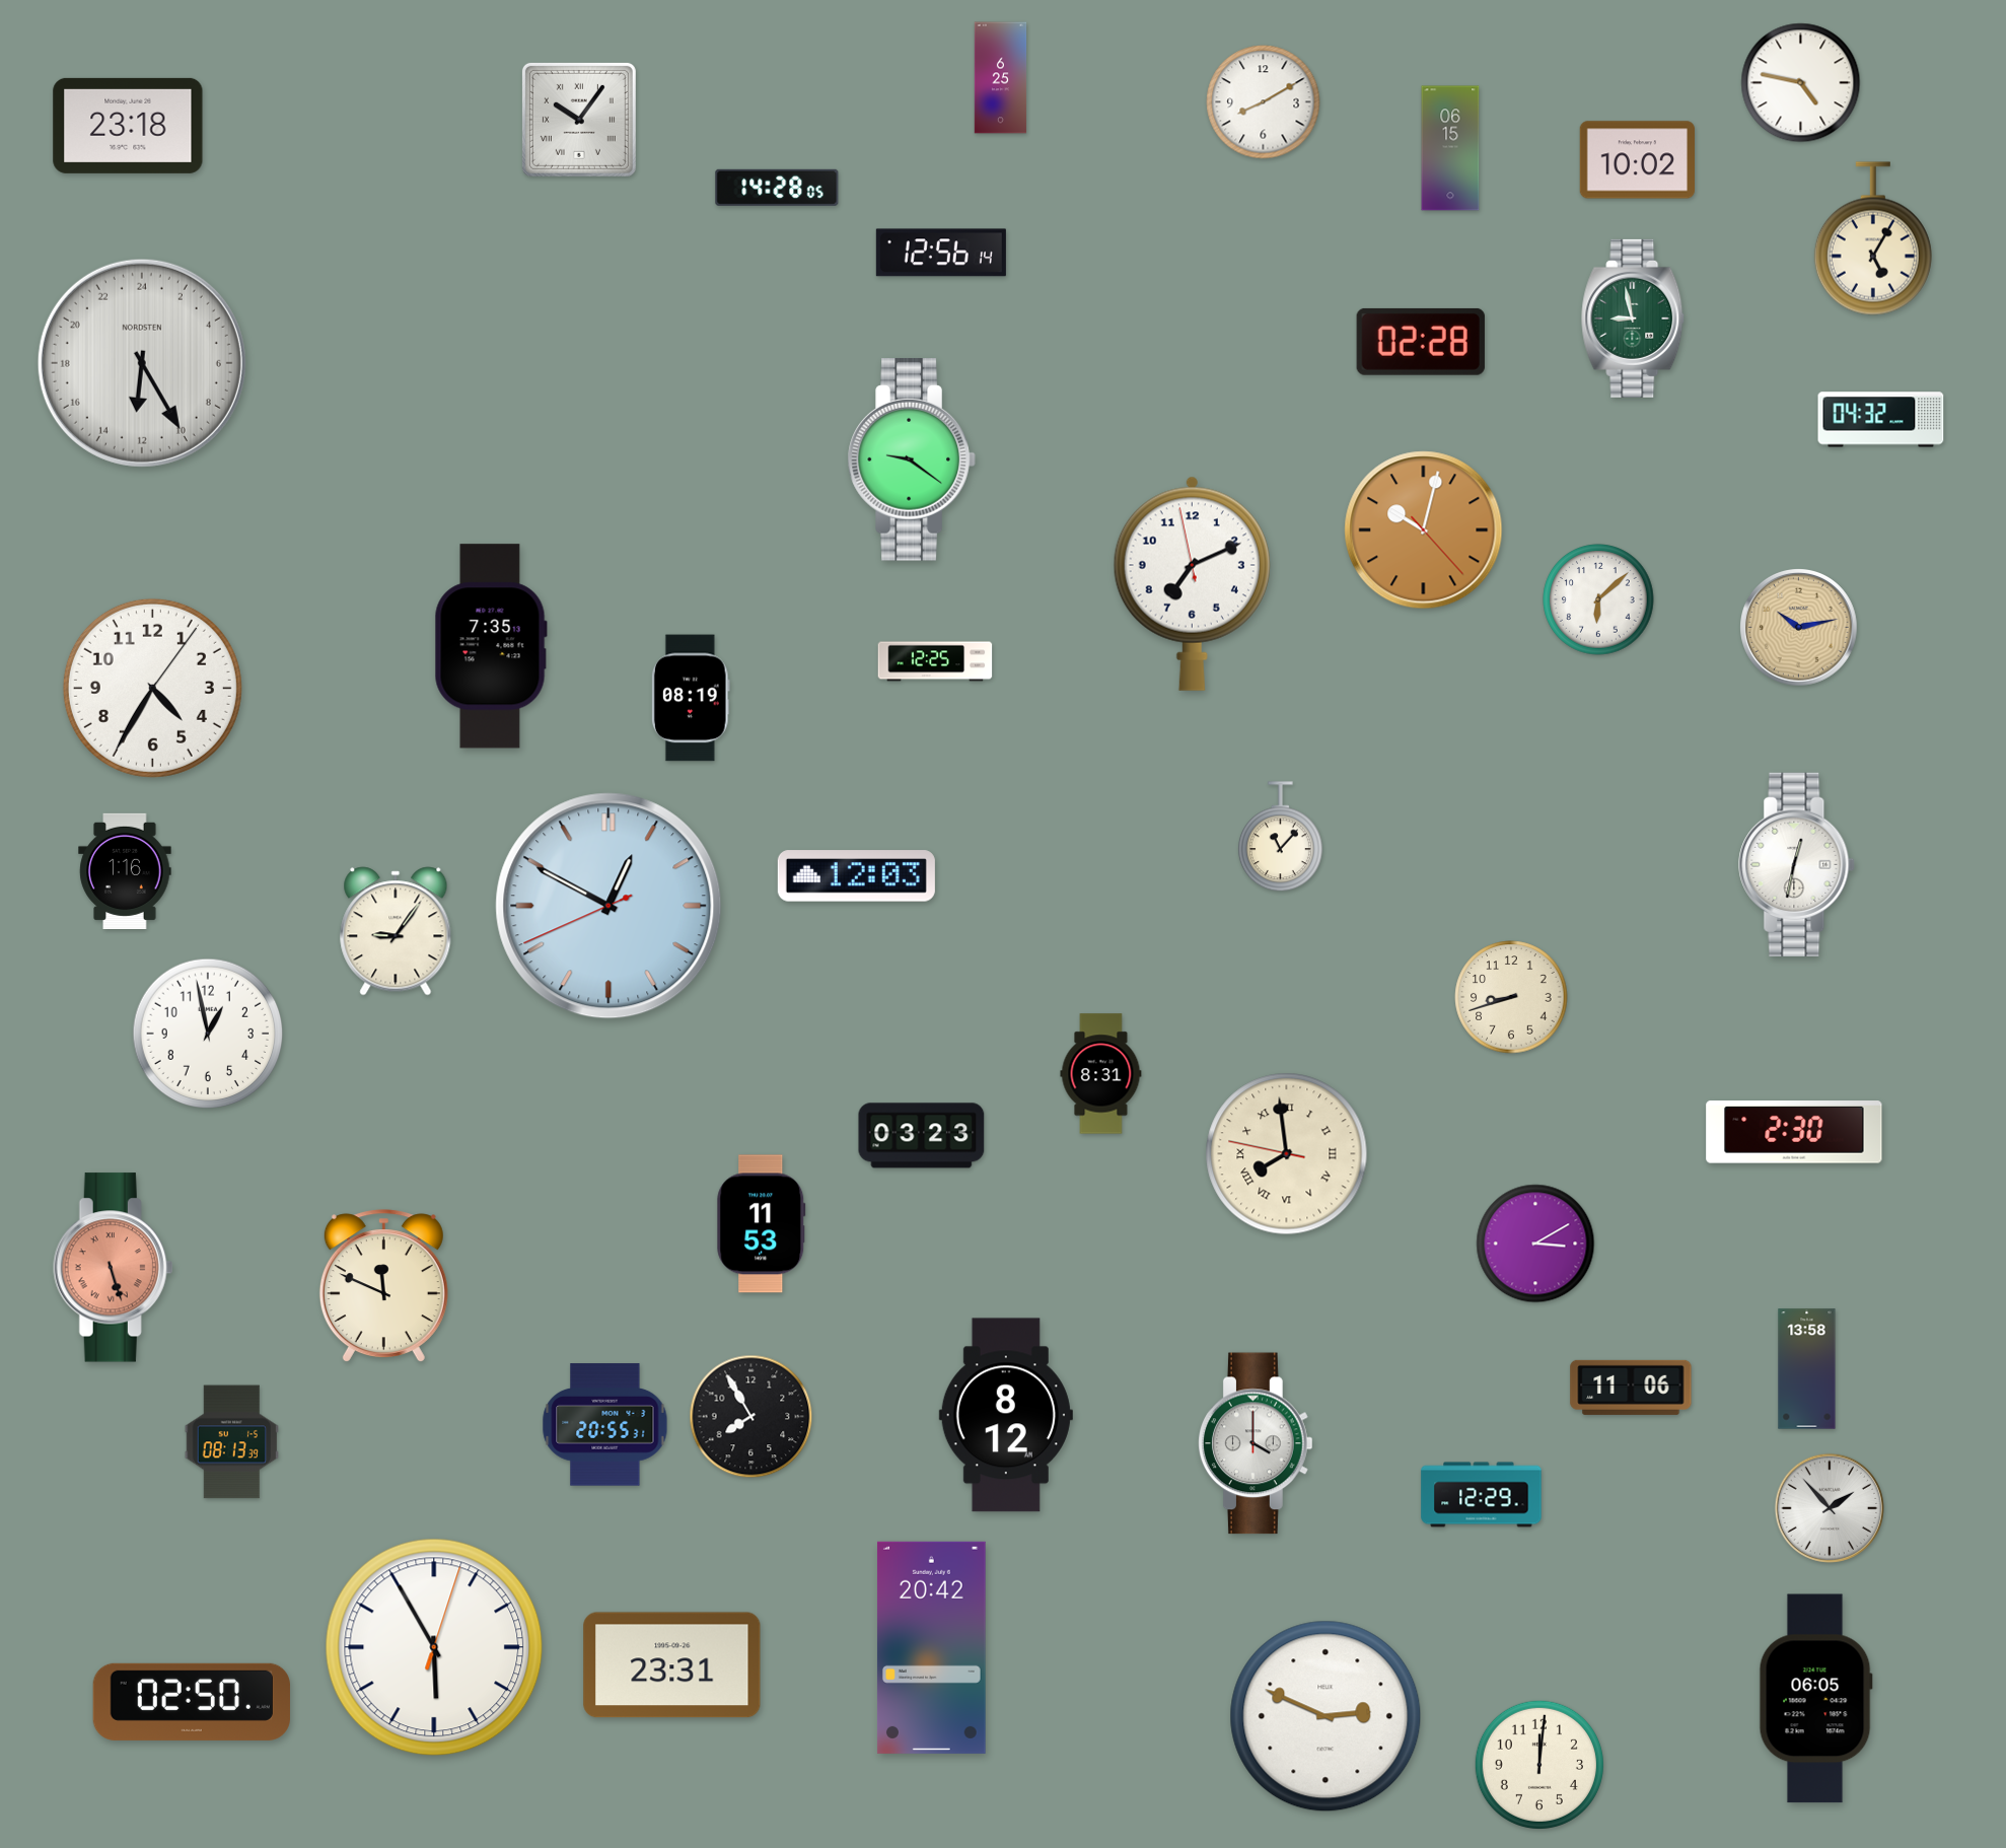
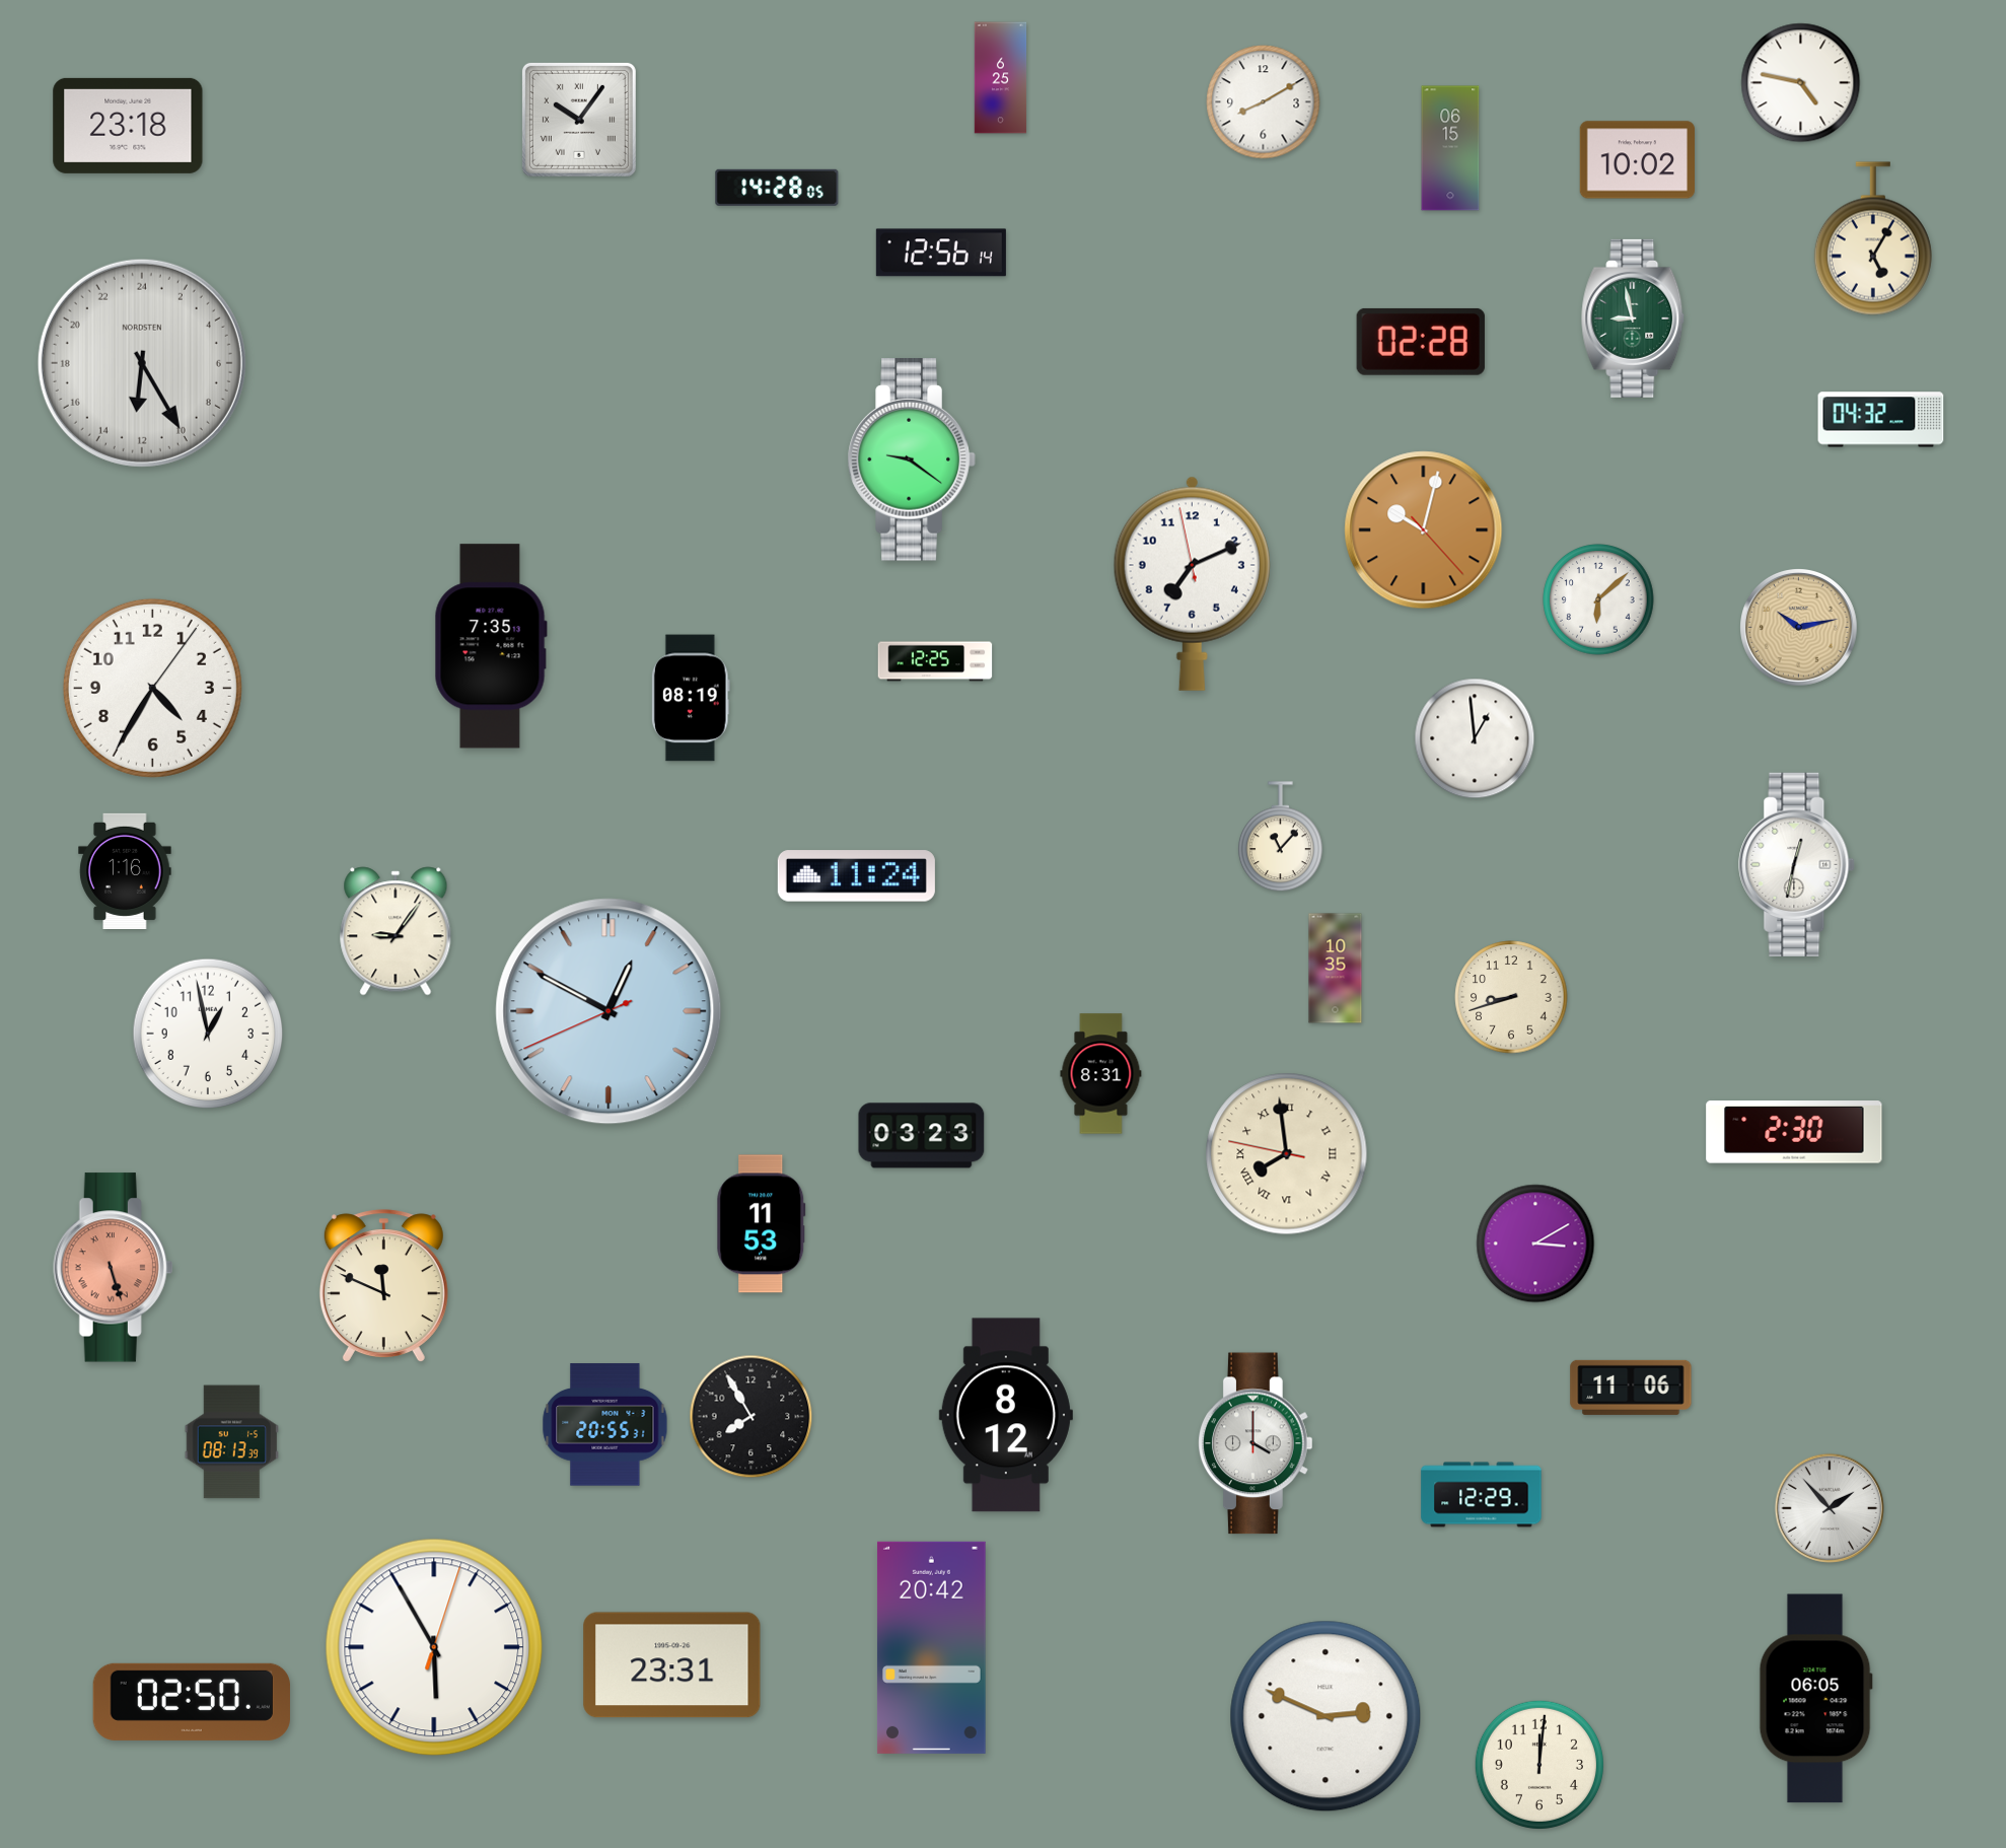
clock at (1475, 738): none -> 12:59
clock at (856, 876): 12:03 -> 11:24
clock at (608, 906) position: (608, 906) -> (608, 1011)
clock at (1336, 969): none -> 10:35
clock at (1807, 1369): 13:58 -> none
